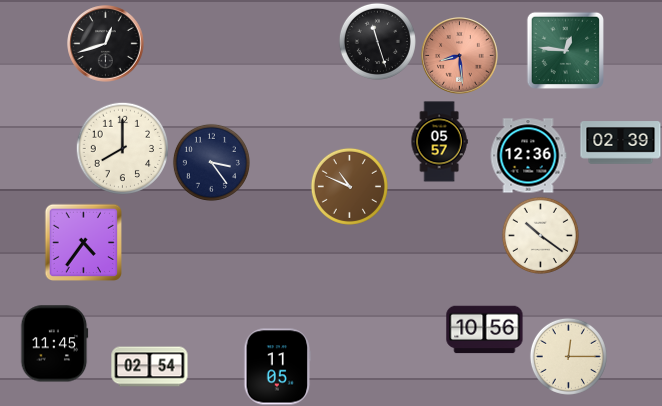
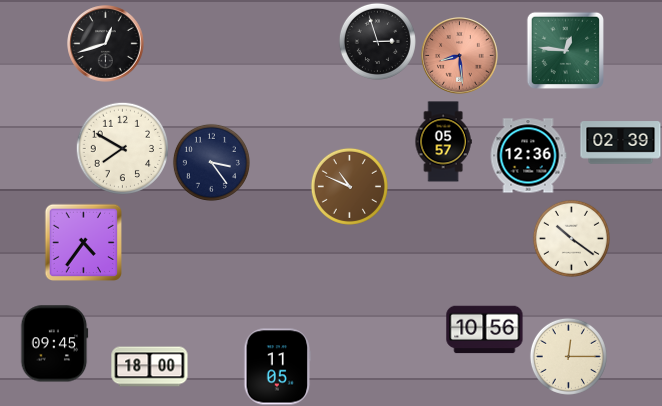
clock at (377, 41): 11:27 -> 2:57
clock at (439, 142) position: (439, 142) -> (443, 142)
clock at (122, 148): 8:00 -> 7:50
clock at (540, 235) position: (540, 235) -> (571, 238)
clock at (55, 344): 11:45 -> 09:45
clock at (150, 367): 02:54 -> 18:00
